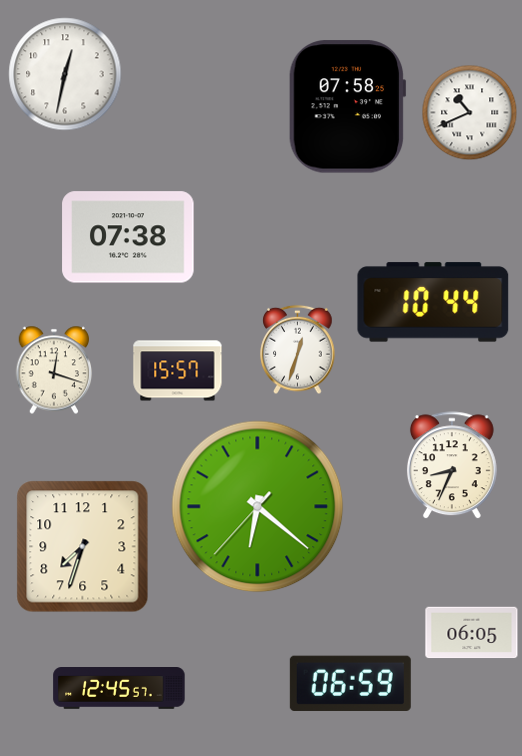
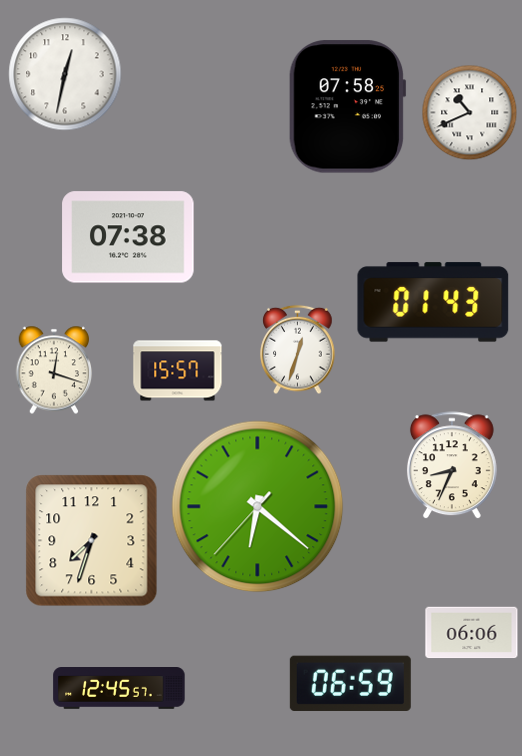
clock at (433, 302): 10:44 -> 01:43
clock at (83, 547) position: (83, 547) -> (92, 541)
clock at (472, 633): 06:05 -> 06:06
